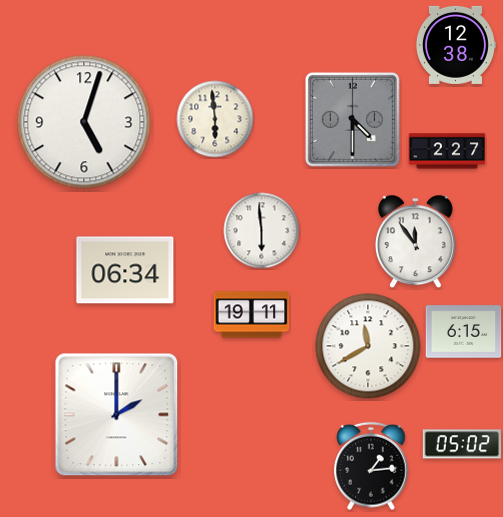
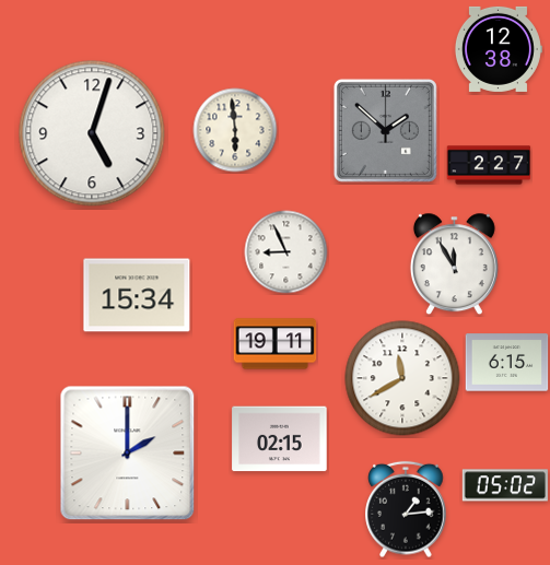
clock at (352, 119): 4:30 -> 1:52
clock at (262, 231): 5:59 -> 8:56
clock at (415, 242): 11:54 -> 11:55
clock at (125, 270): 06:34 -> 15:34
clock at (280, 439): none -> 02:15
